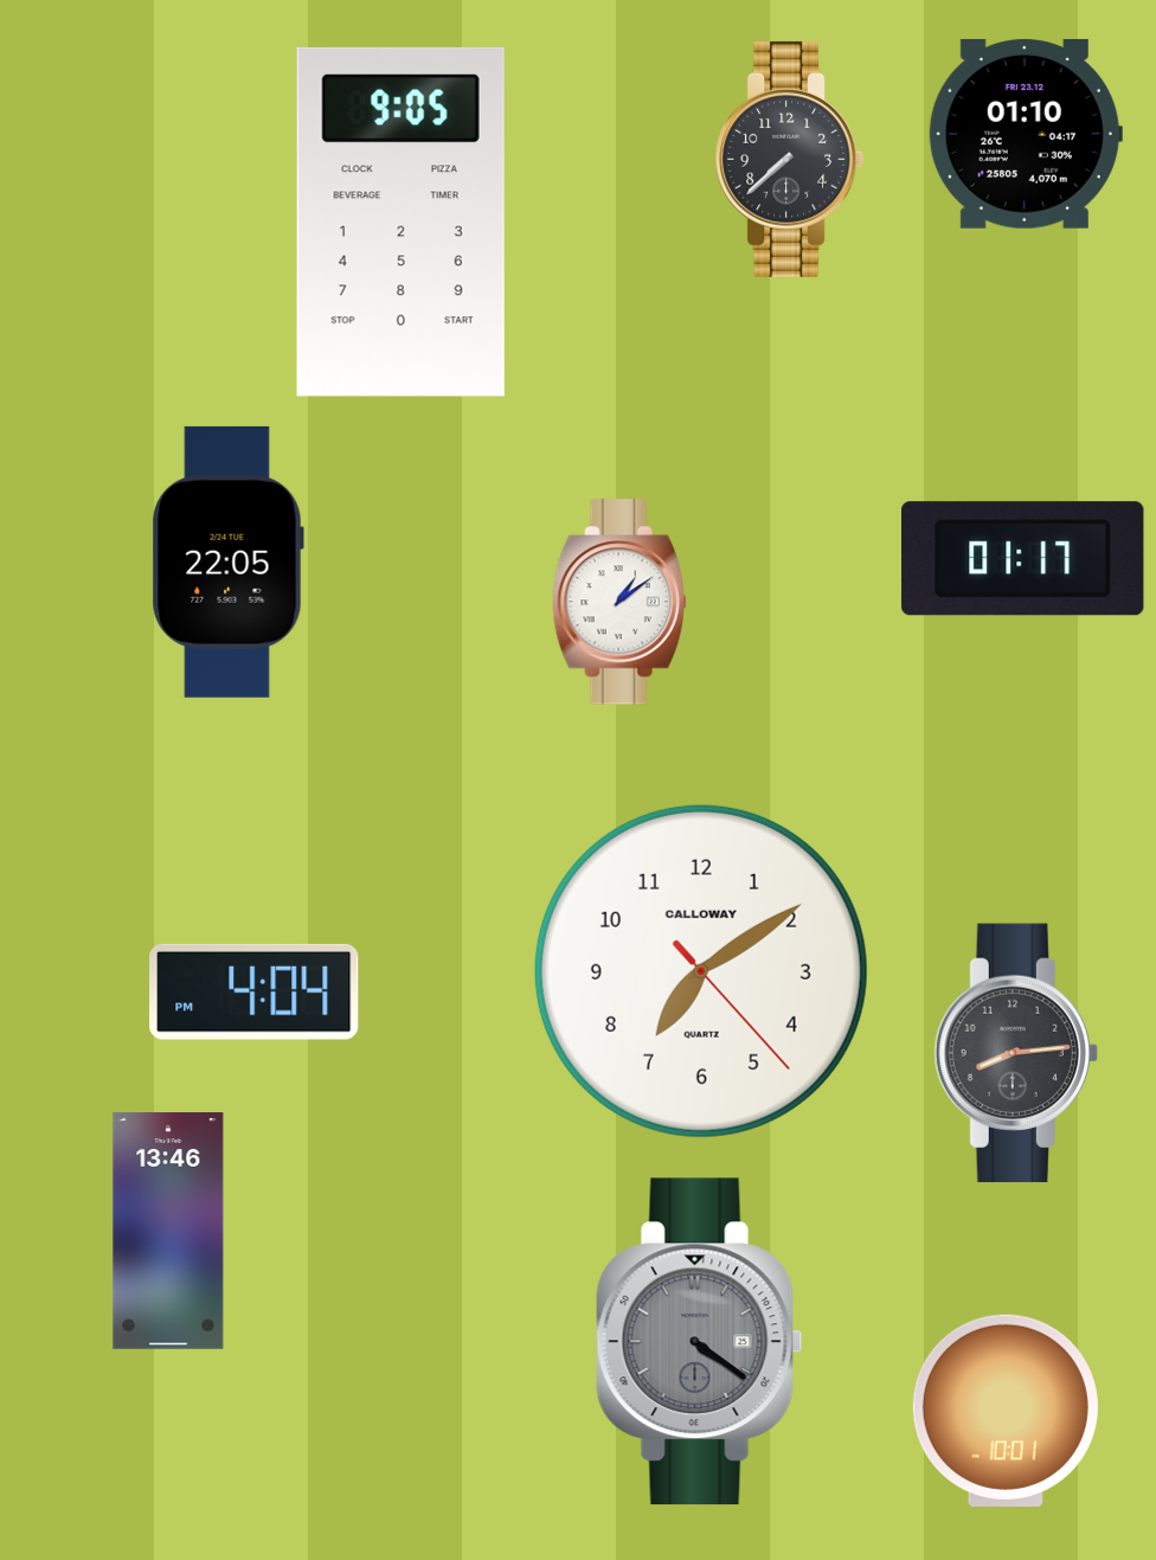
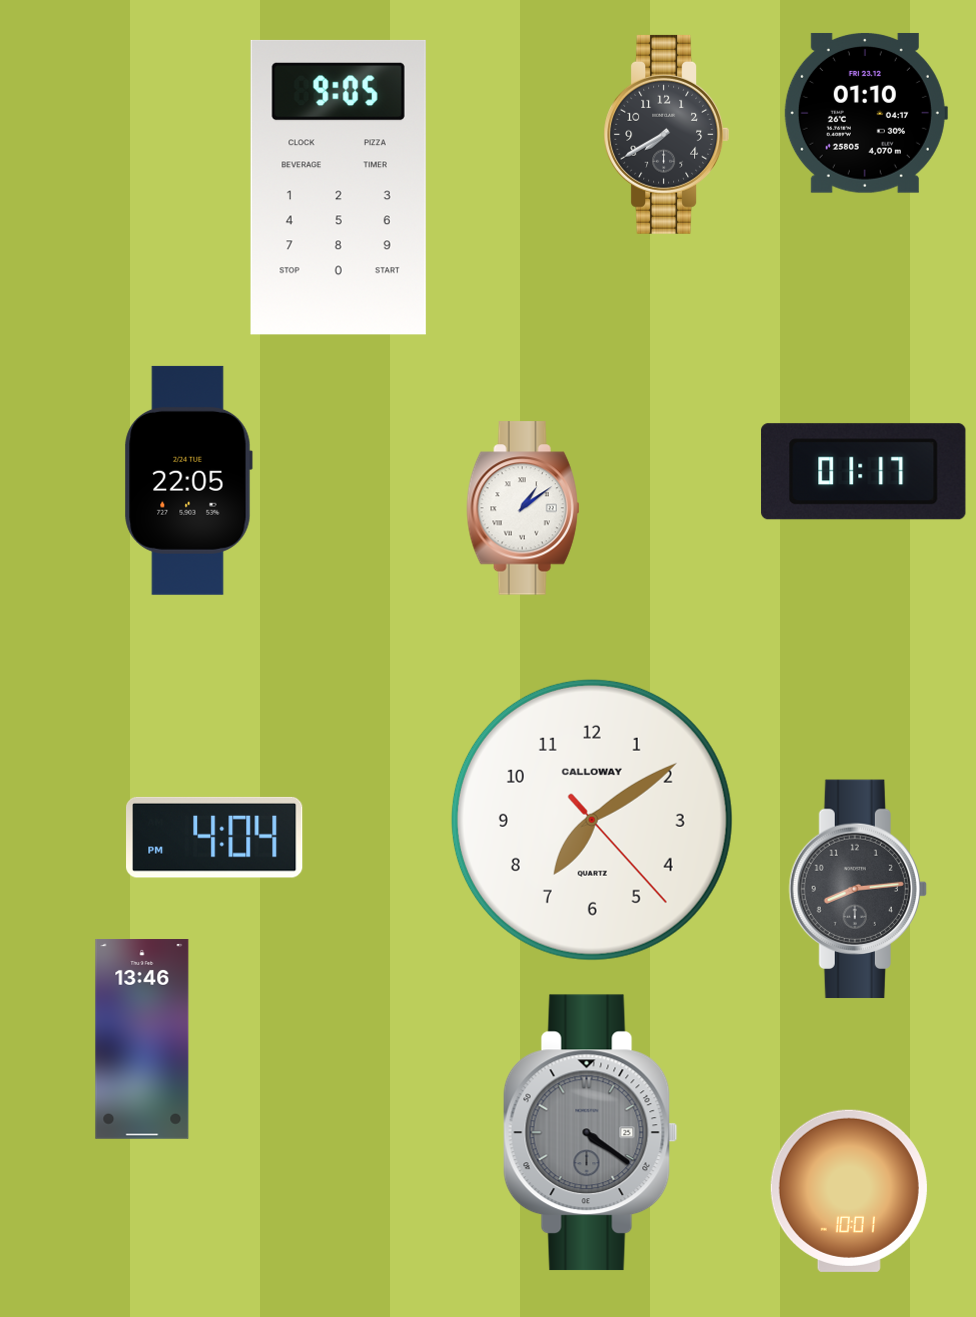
clock at (789, 159): 7:38 -> 7:40
clock at (227, 561) position: (227, 561) -> (188, 480)
